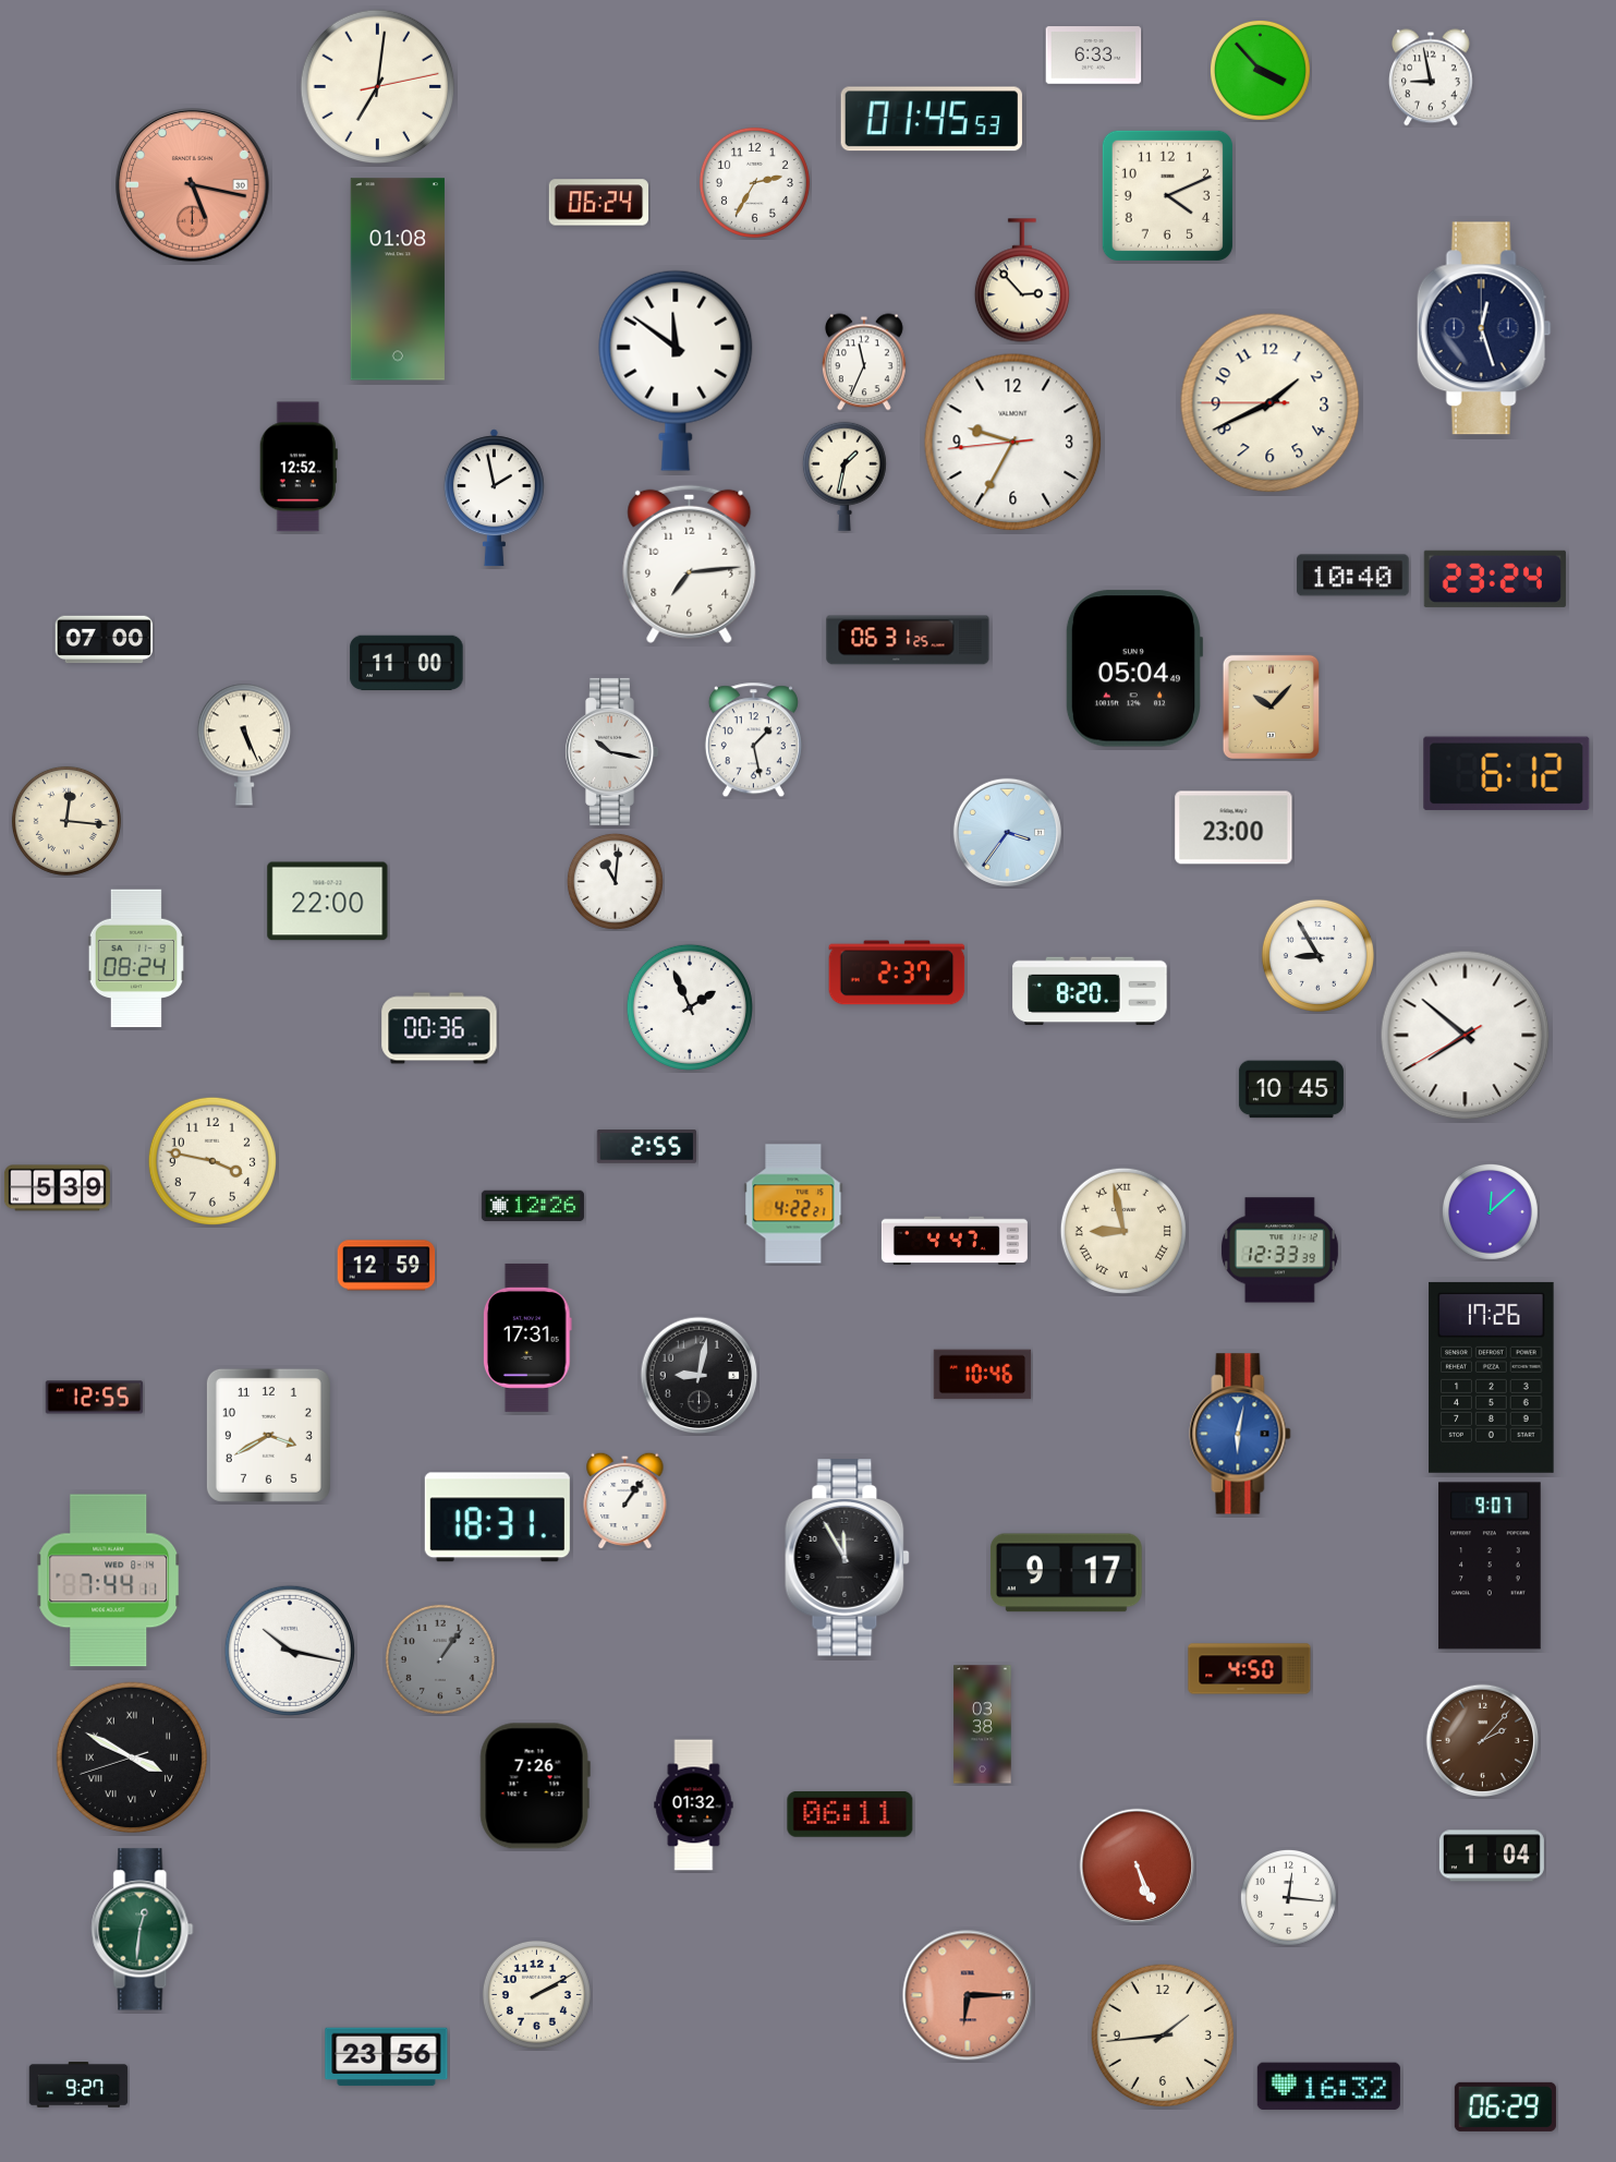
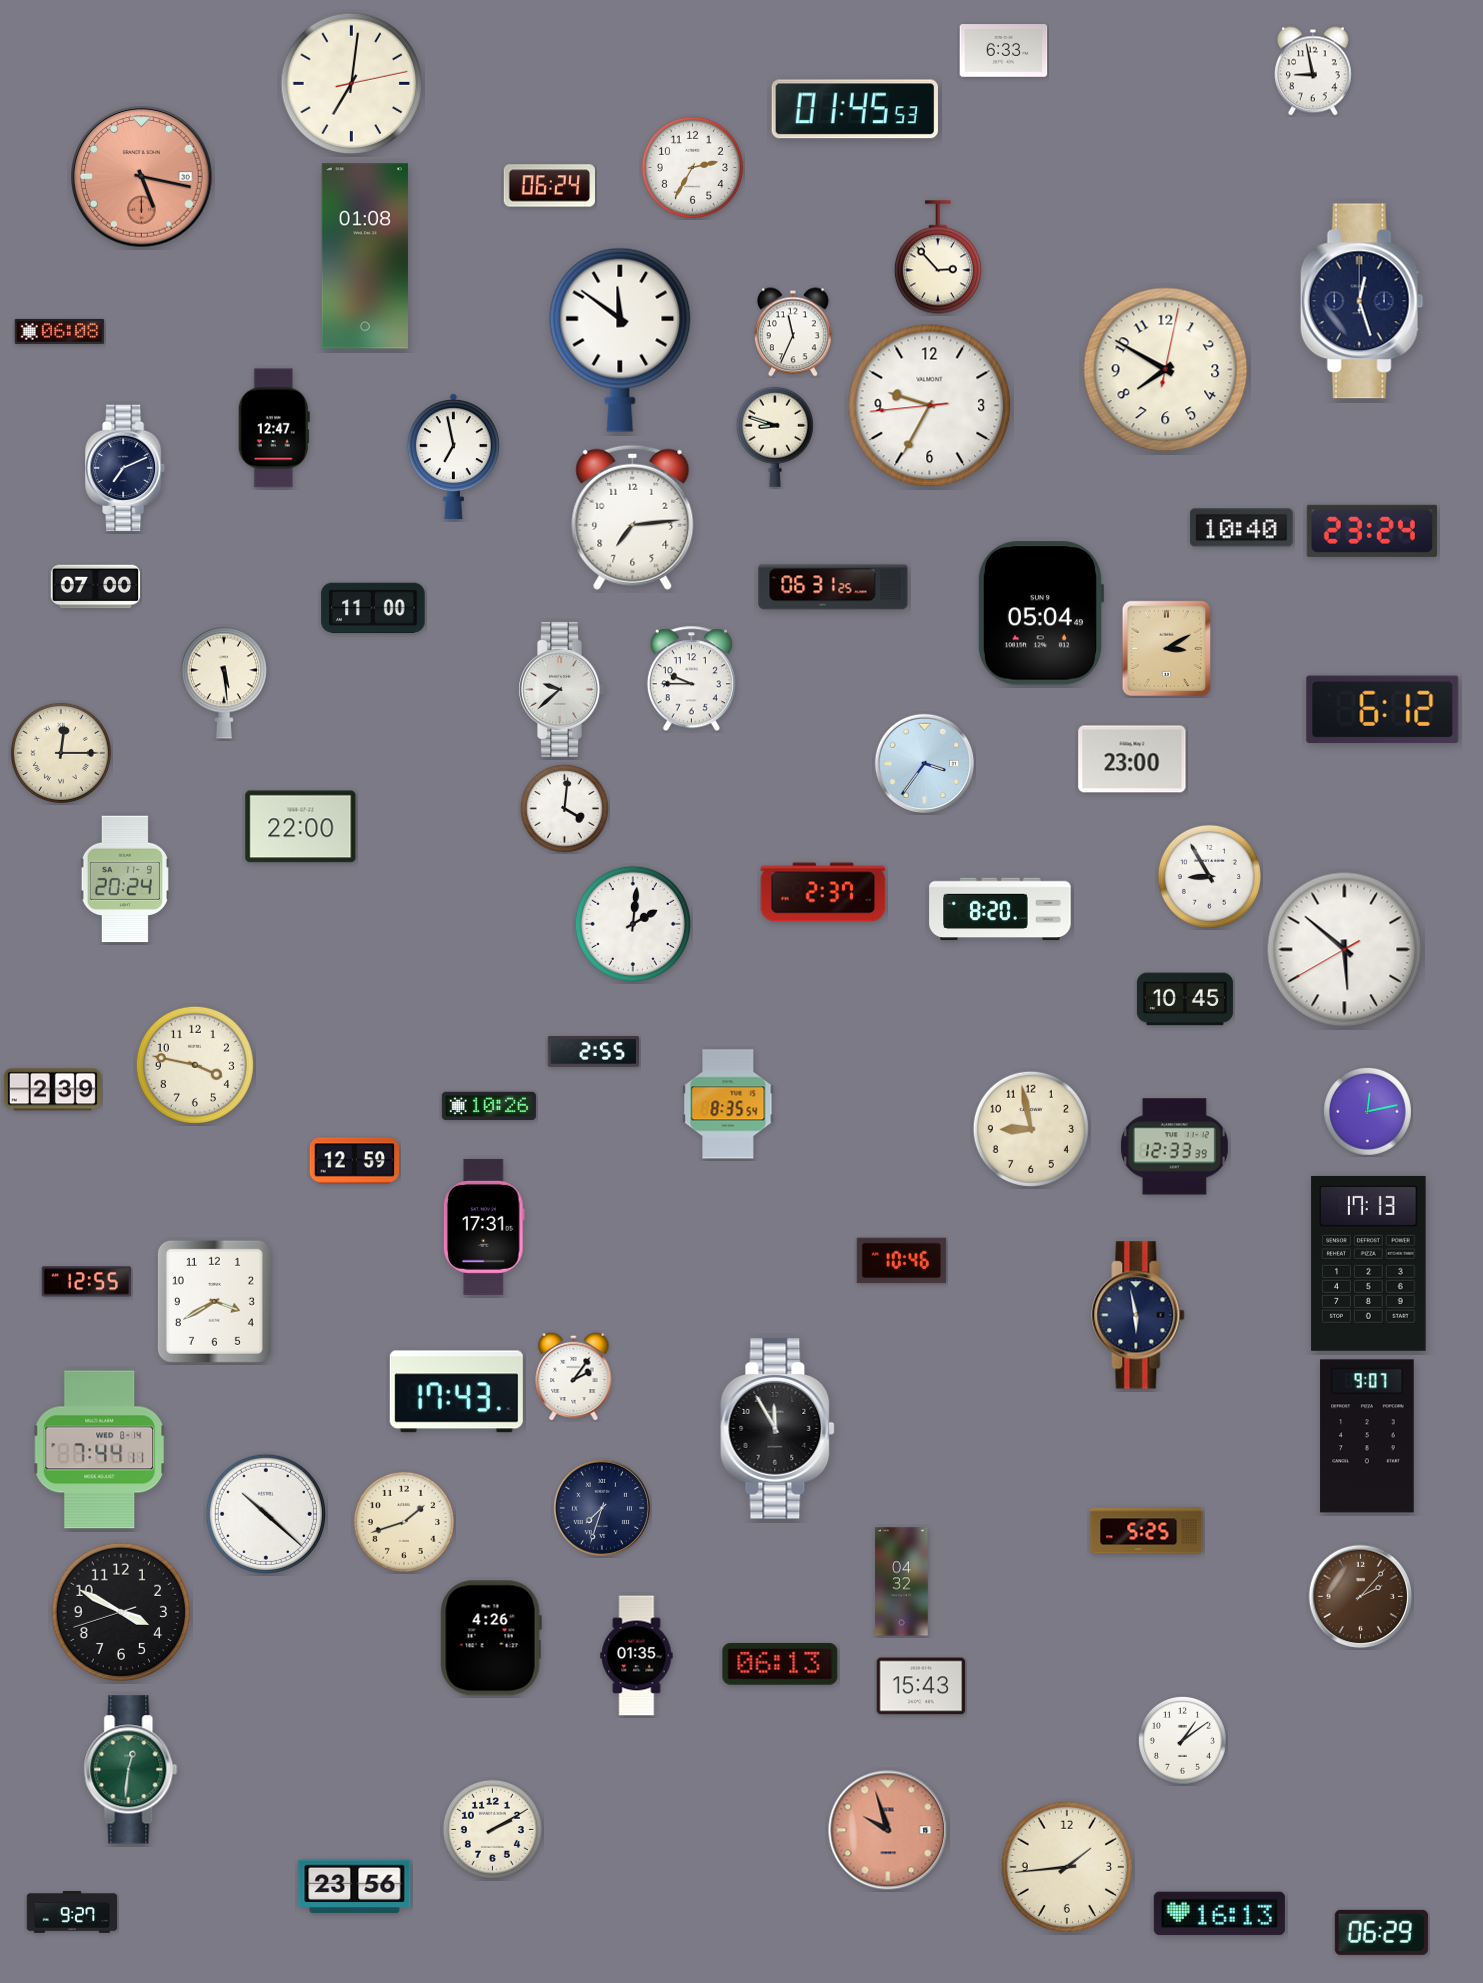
clock at (1260, 70): 3:53 -> none
clock at (378, 87) position: (378, 87) -> (352, 84)
clock at (193, 185) position: (193, 185) -> (142, 177)
clock at (1167, 195): 4:11 -> none
clock at (60, 331): none -> 06:08
clock at (1271, 403): 1:40 -> 7:50
clock at (299, 467): 12:52 -> 12:47
clock at (845, 476): 1:32 -> 8:48
clock at (494, 498): 1:58 -> 6:58
clock at (126, 468): none -> 7:11
clock at (1271, 706): 10:07 -> 3:10
clock at (753, 740): 1:28 -> 9:45
clock at (244, 745): 5:26 -> 5:29
clock at (611, 751): 10:17 -> 9:38
clock at (66, 821): 12:16 -> 12:15
clock at (615, 881): 11:01 -> 4:01
clock at (136, 958): 08:24 -> 20:24
clock at (690, 1007): 1:56 -> 2:01
clock at (439, 1028): 00:36 -> none
clock at (1466, 1036): 7:51 -> 5:51
clock at (57, 1188): 5:39 -> 2:39
clock at (793, 1204): 4:22 -> 8:35
clock at (533, 1206): 12:26 -> 10:26
clock at (1490, 1211): 12:08 -> 12:13
clock at (1123, 1231) numerals: Roman -> Arabic
clock at (955, 1241): 4:47 -> none
clock at (700, 1376): 9:02 -> none
clock at (1492, 1377): 17:26 -> 17:13
clock at (1240, 1434): 6:02 -> 5:58
clock at (1240, 1434) dial: blue -> navy
clock at (268, 1435) position: (268, 1435) -> (214, 1301)
clock at (625, 1500): 1:06 -> 2:06
clock at (497, 1518): 18:31 -> 17:43
clock at (1066, 1573): 9:17 -> none
clock at (602, 1508): none -> 7:33
clock at (290, 1651): 10:17 -> 10:22
clock at (440, 1659): 1:06 -> 1:42
clock at (440, 1659) dial: grey -> cream
clock at (1250, 1669): 4:50 -> 5:25
clock at (983, 1725): 03:38 -> 04:32
clock at (132, 1758) numerals: Roman -> Arabic
clock at (535, 1786): 7:26 -> 4:26
clock at (694, 1805): 01:32 -> 01:35
clock at (850, 1814): 06:11 -> 06:13
clock at (921, 1686): none -> 15:43
clock at (1492, 1856): 1:04 -> none
clock at (1138, 1867): 5:26 -> none
clock at (1288, 1897): 12:16 -> 1:09
clock at (968, 1995): 6:15 -> 9:57
clock at (1328, 2087): 16:32 -> 16:13
